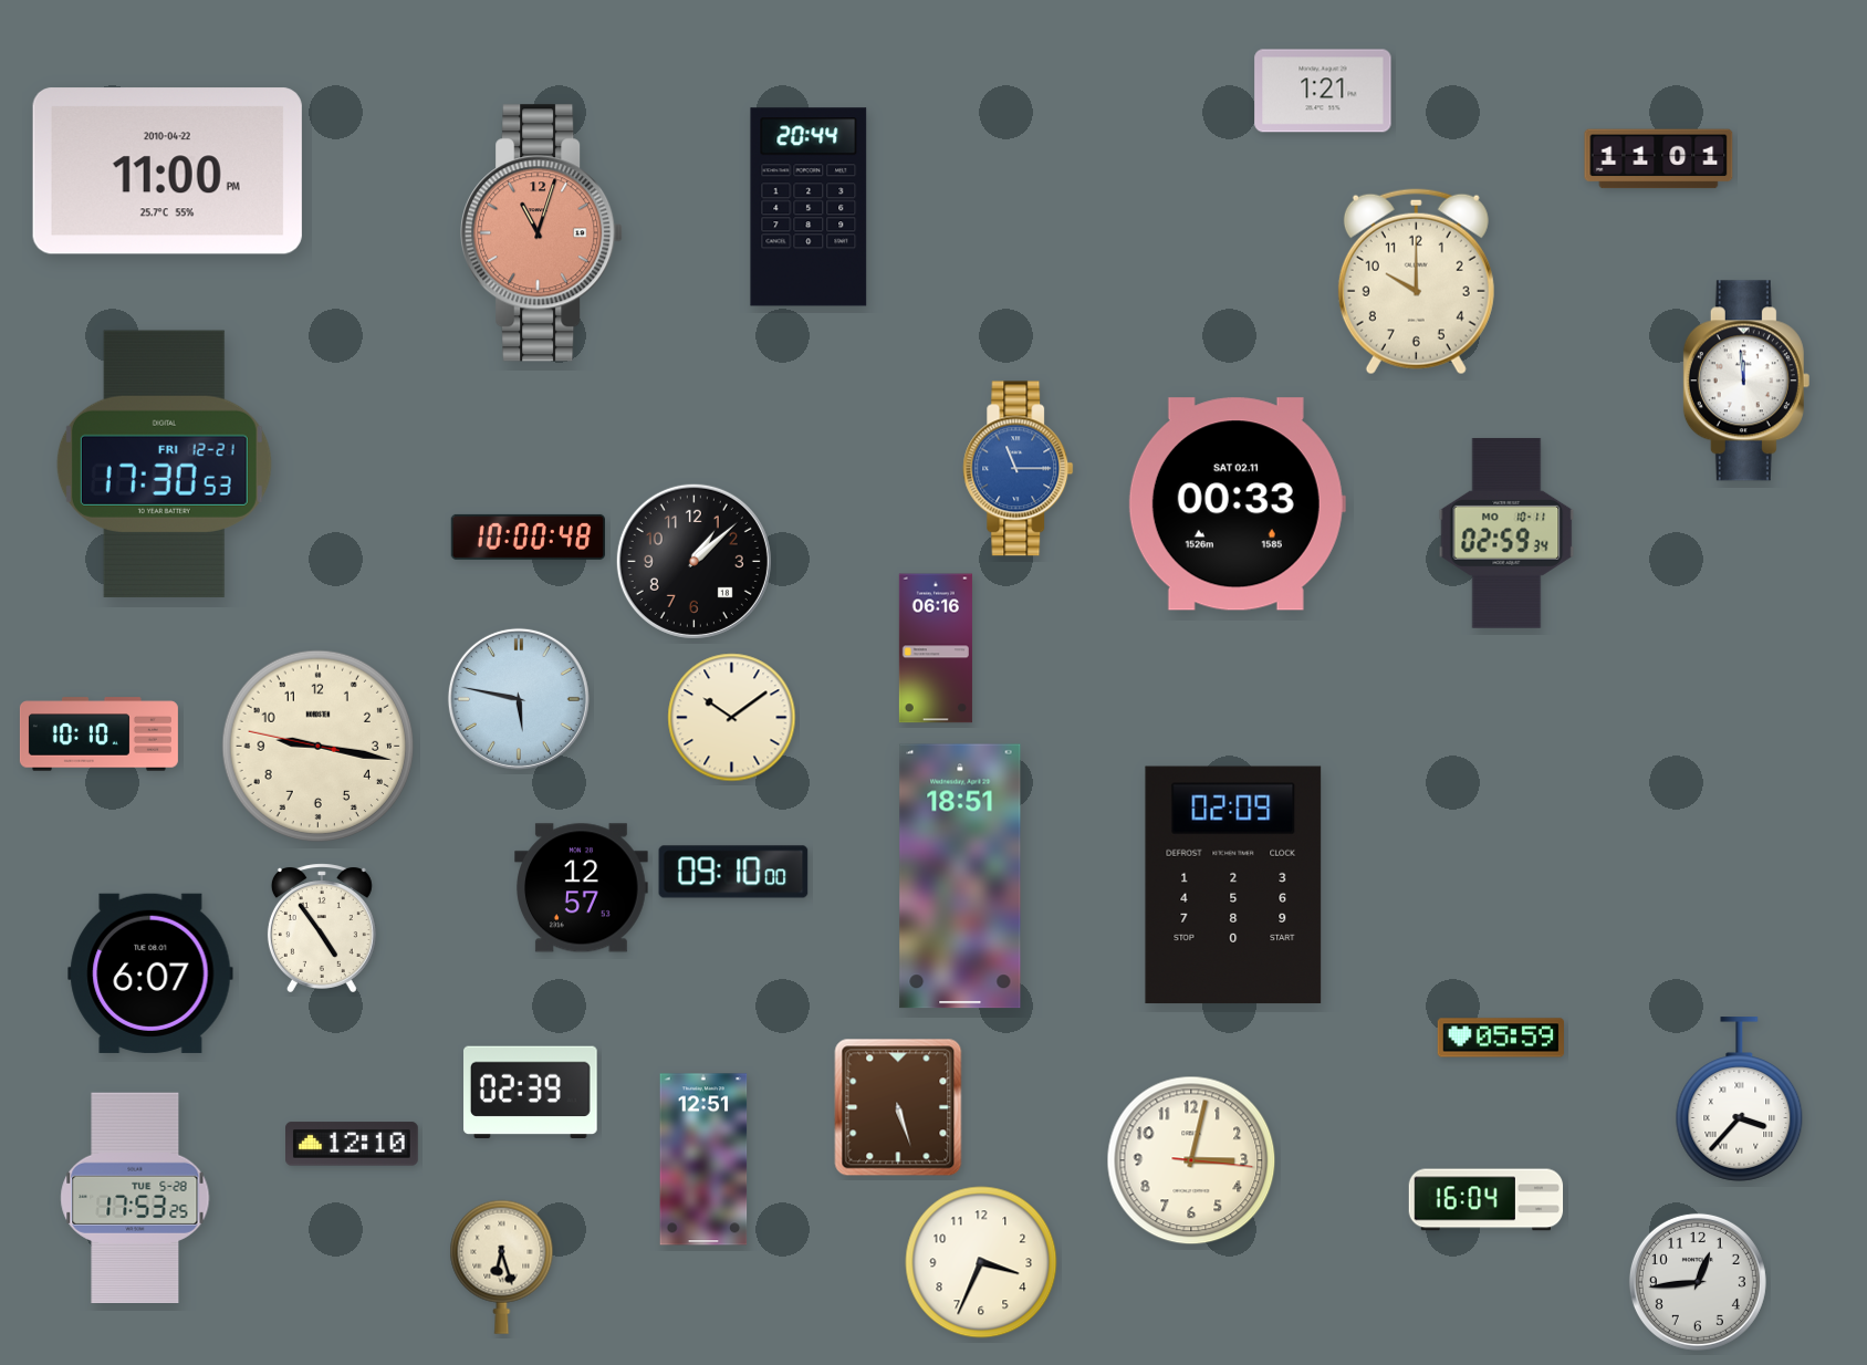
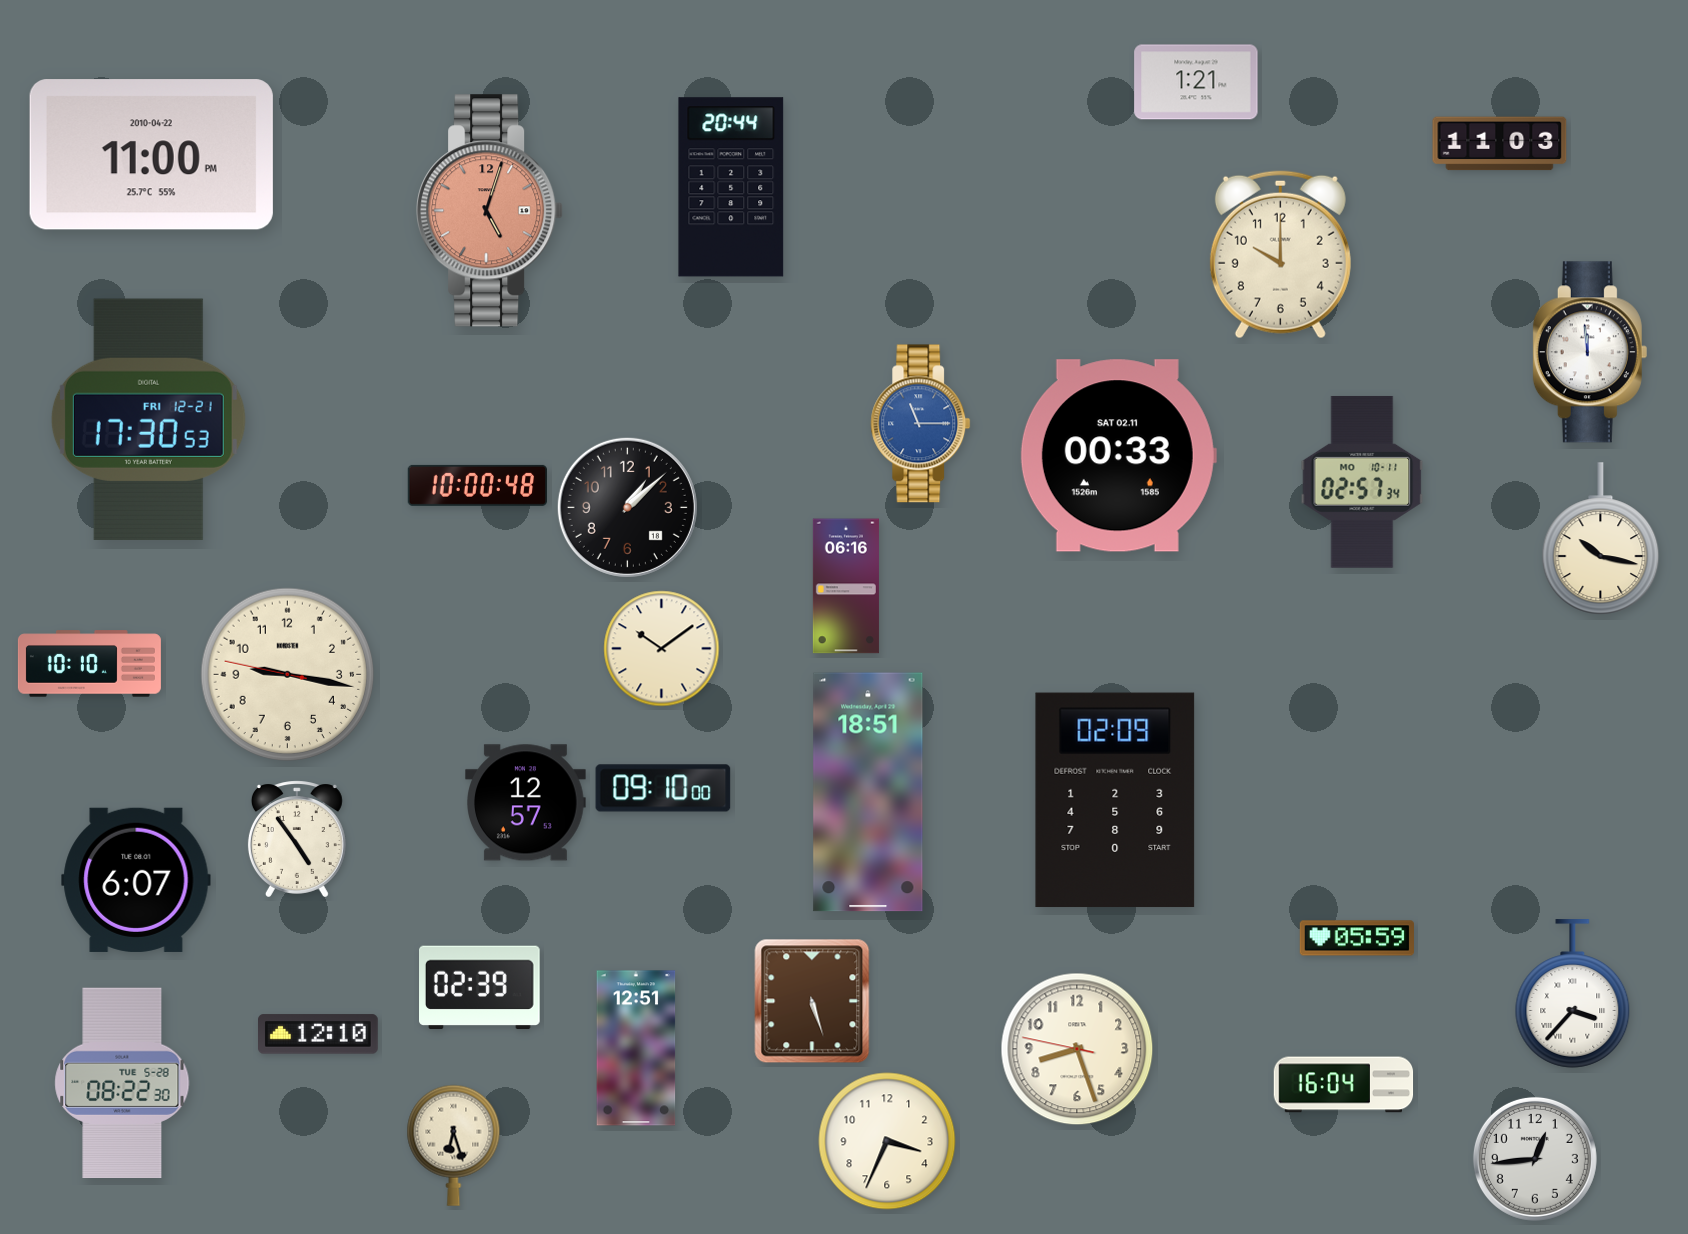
clock at (1659, 159): 11:01 -> 11:03
clock at (542, 233): 11:03 -> 5:03
clock at (1746, 381) position: (1746, 381) -> (1590, 352)
clock at (1506, 533): 02:59 -> 02:57
clock at (1601, 539): none -> 10:17
clock at (519, 699): 5:47 -> none
clock at (322, 928) position: (322, 928) -> (297, 839)
clock at (1191, 1160): 3:02 -> 8:26
clock at (135, 1197): 17:53 -> 08:22
